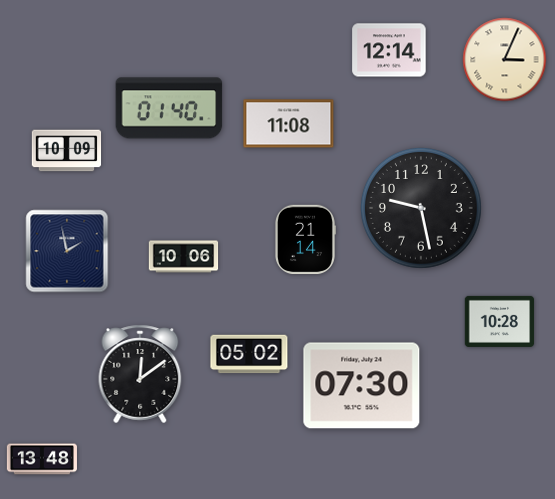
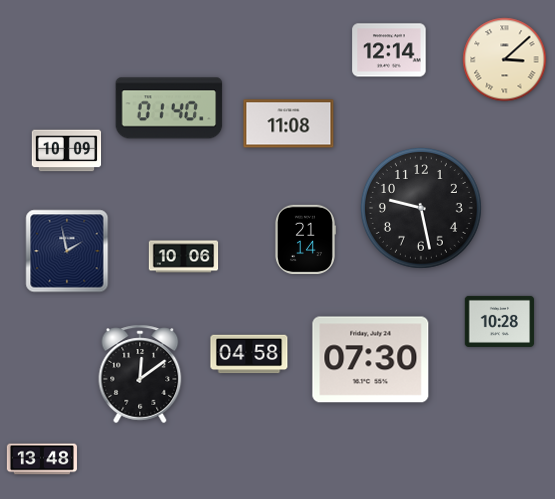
clock at (505, 60): 3:04 -> 3:08
clock at (249, 354): 05:02 -> 04:58
clock at (362, 386) position: (362, 386) -> (371, 360)
